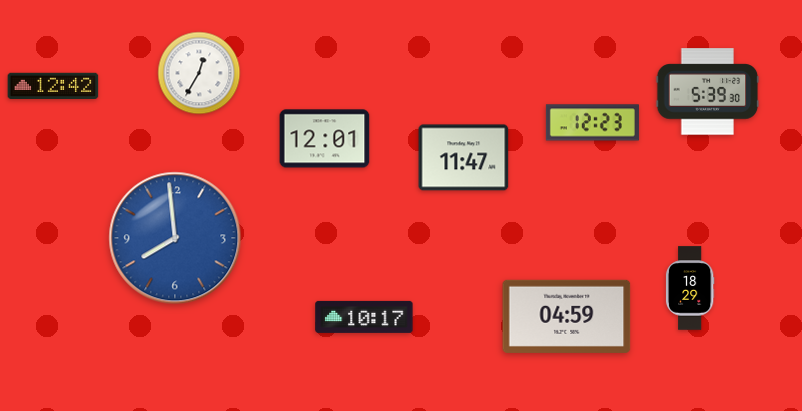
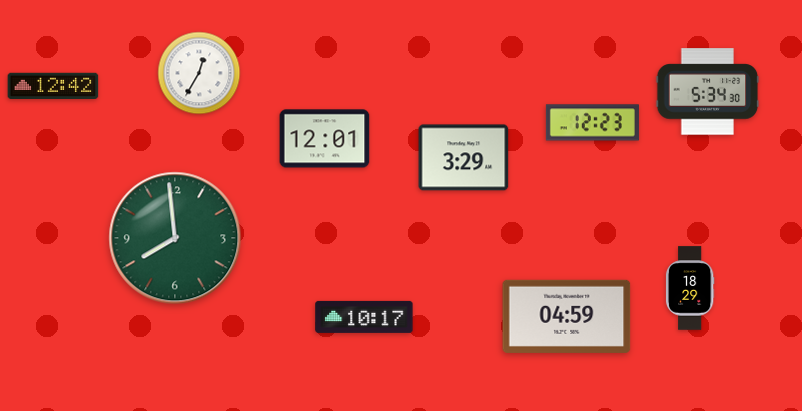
clock at (708, 92): 5:39 -> 5:34
clock at (464, 158): 11:47 -> 3:29
clock at (175, 238) dial: blue -> green
